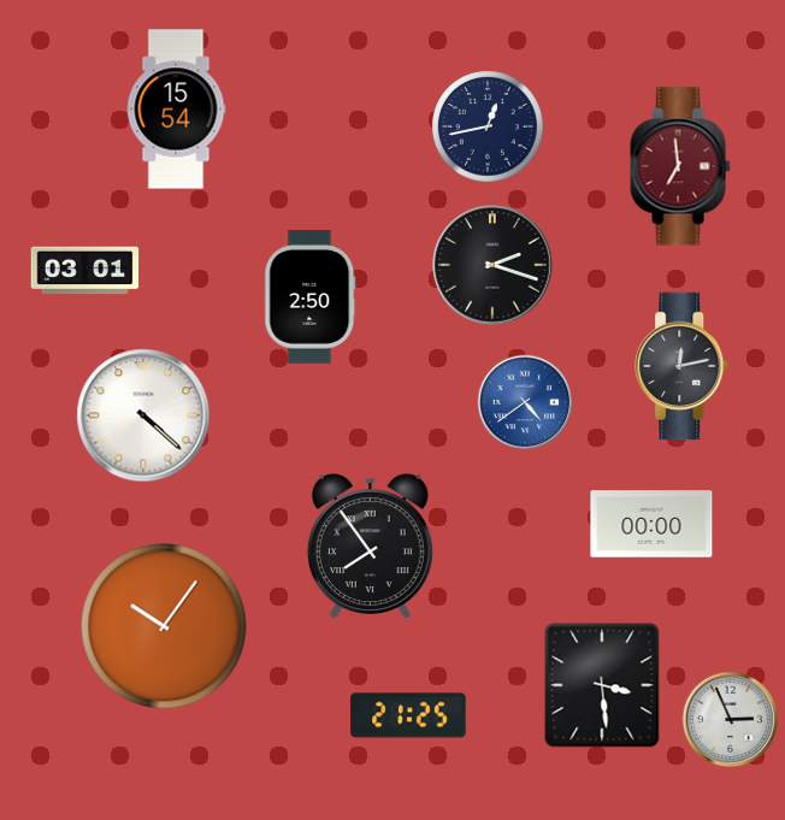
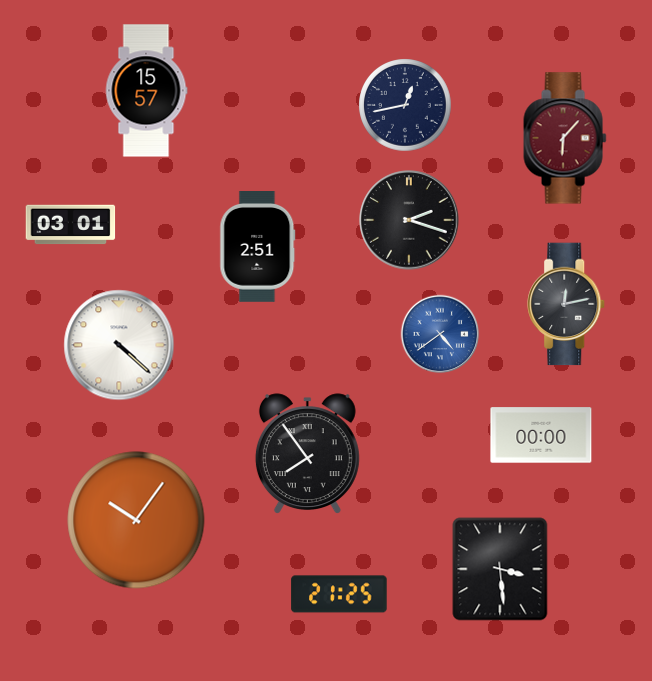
clock at (176, 110): 15:54 -> 15:57
clock at (680, 166): 6:59 -> 6:07
clock at (311, 297): 2:50 -> 2:51
clock at (525, 402) position: (525, 402) -> (440, 334)
clock at (731, 720): 2:56 -> none
